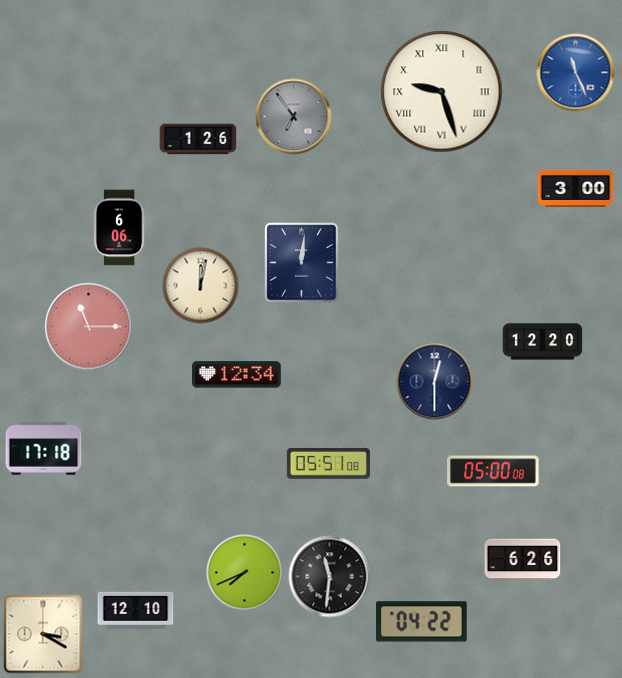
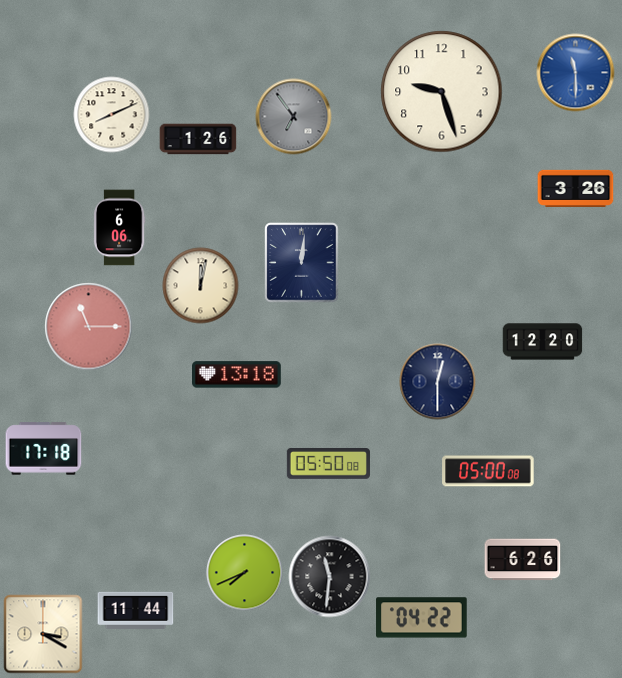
clock at (576, 73): 11:26 -> 11:30
clock at (442, 92) numerals: Roman -> Arabic
clock at (112, 115): none -> 8:11
clock at (576, 188): 3:00 -> 3:26
clock at (237, 375): 12:34 -> 13:18
clock at (435, 382) position: (435, 382) -> (438, 382)
clock at (328, 464): 05:51 -> 05:50
clock at (493, 471) position: (493, 471) -> (488, 471)
clock at (136, 610): 12:10 -> 11:44
clock at (422, 622) position: (422, 622) -> (422, 618)
